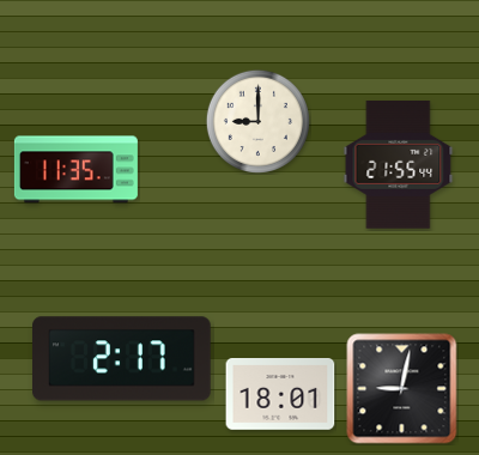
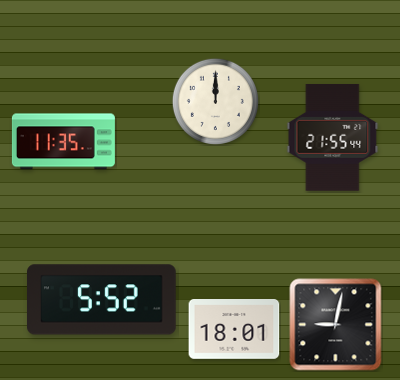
clock at (257, 121): 9:00 -> 12:00
clock at (122, 359): 2:17 -> 5:52
